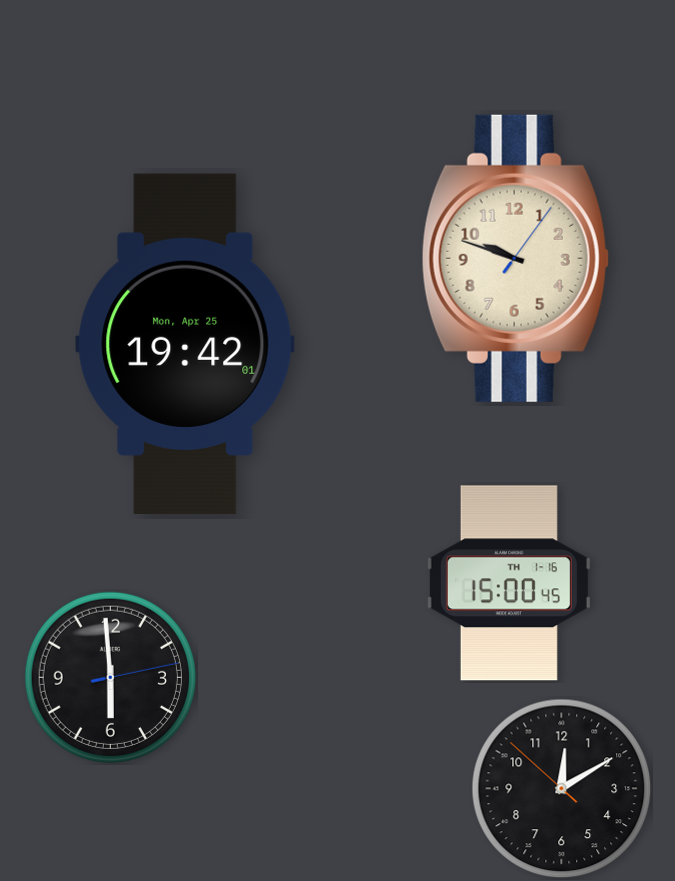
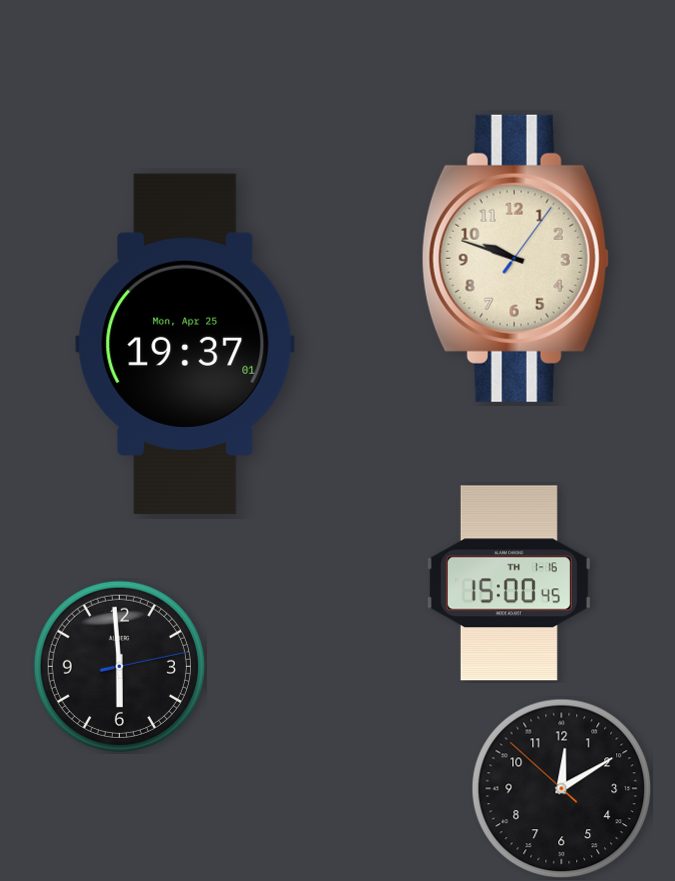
clock at (185, 343): 19:42 -> 19:37
clock at (110, 677) position: (110, 677) -> (119, 666)
